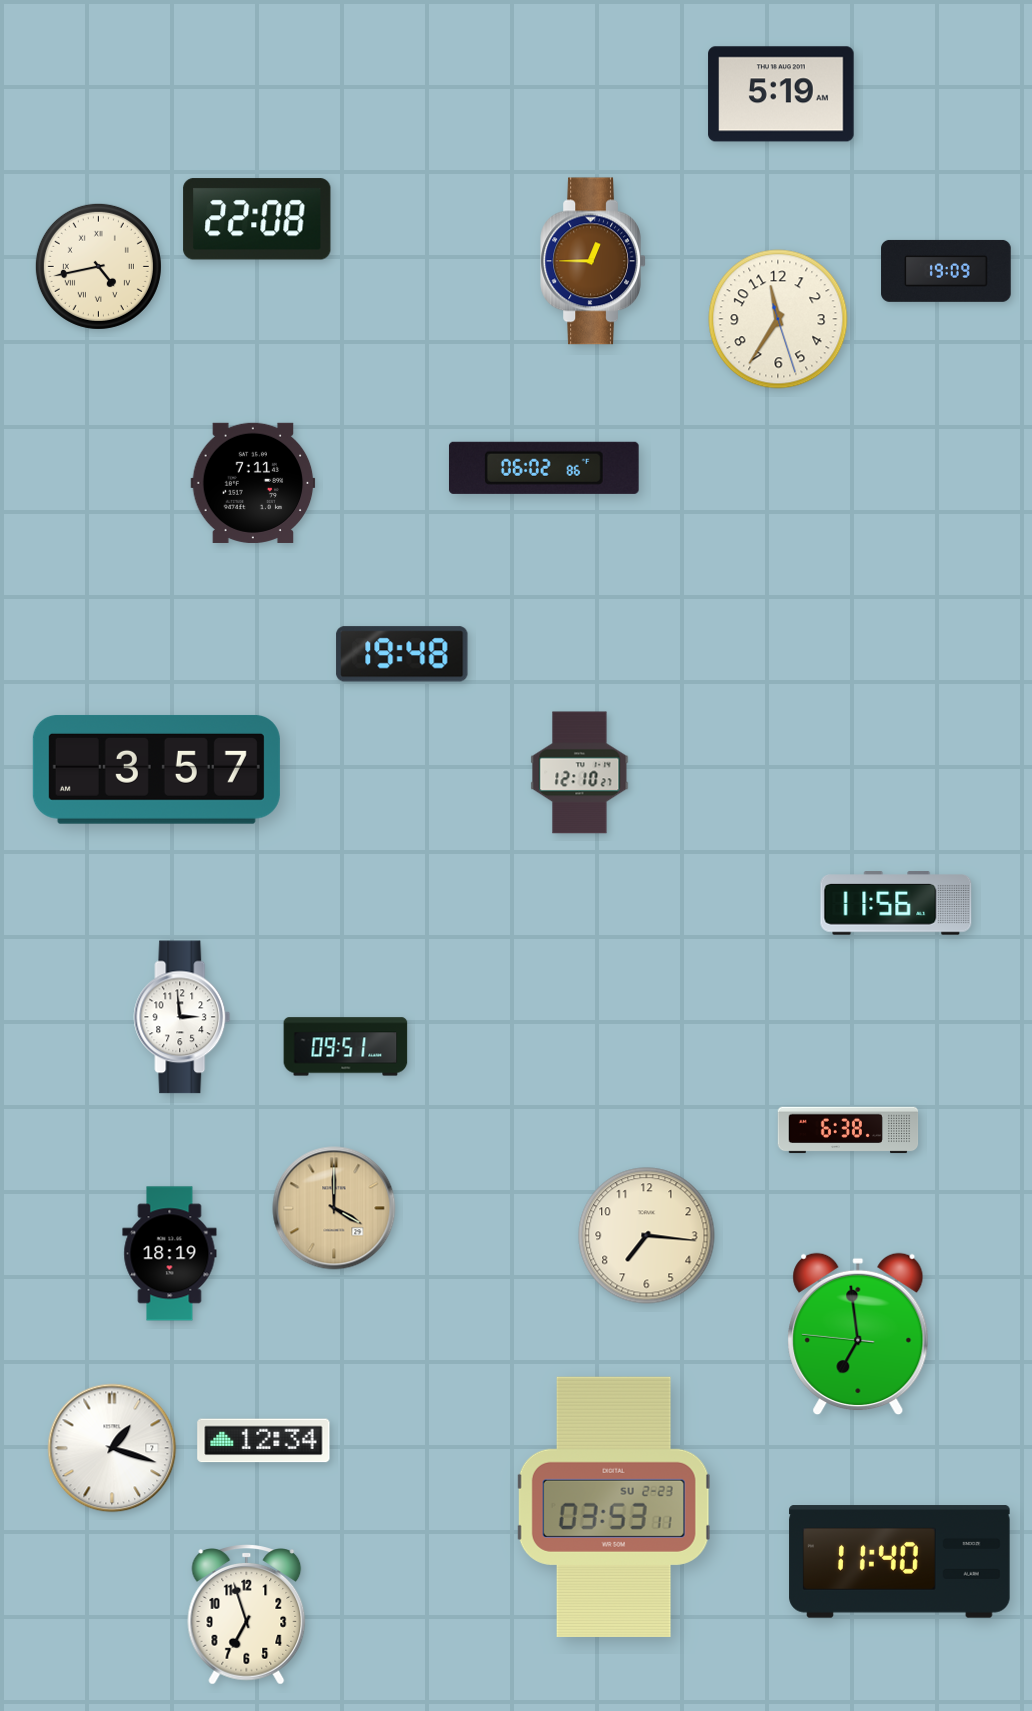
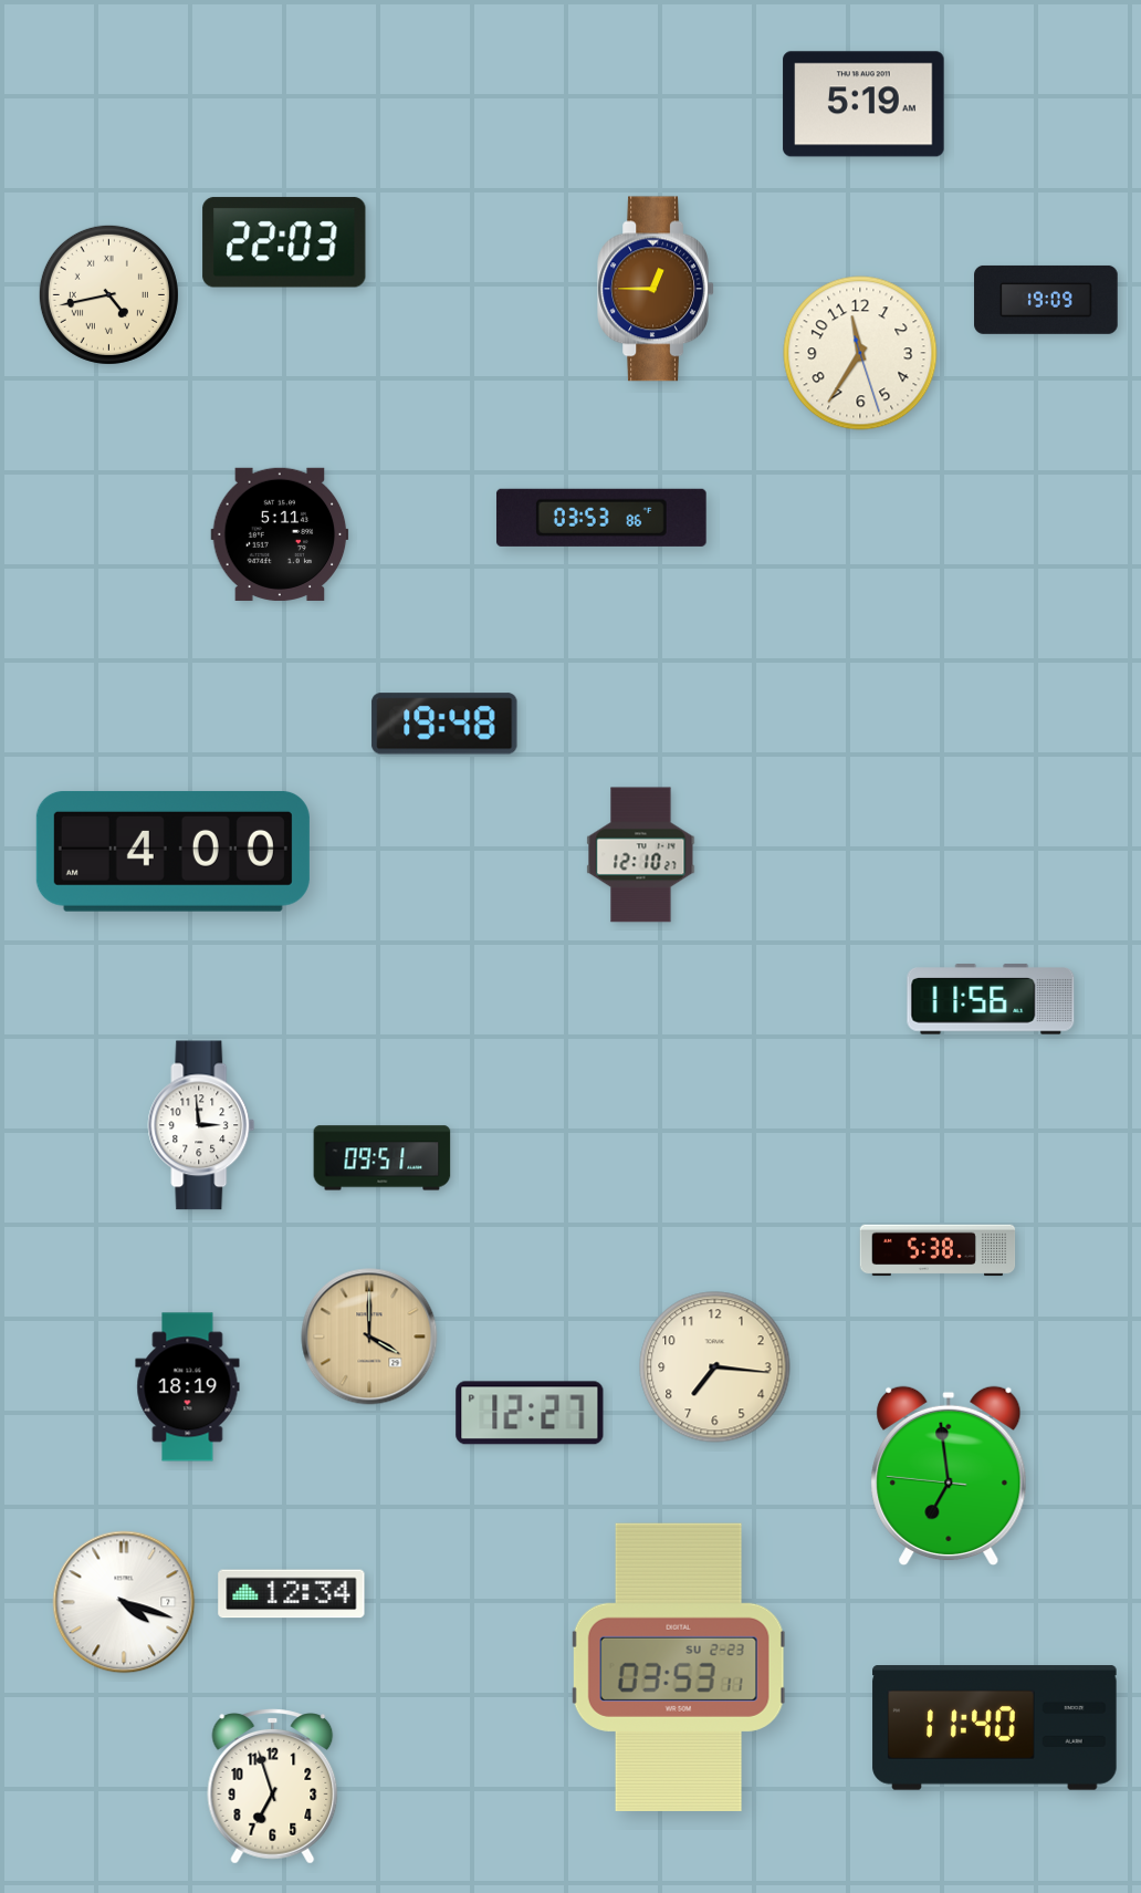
clock at (257, 219): 22:08 -> 22:03
clock at (544, 468): 06:02 -> 03:53
clock at (253, 483): 7:11 -> 5:11
clock at (156, 769): 3:57 -> 4:00
clock at (848, 1130): 6:38 -> 5:38
clock at (530, 1413): none -> 12:27
clock at (112, 1448): 1:18 -> 4:18
